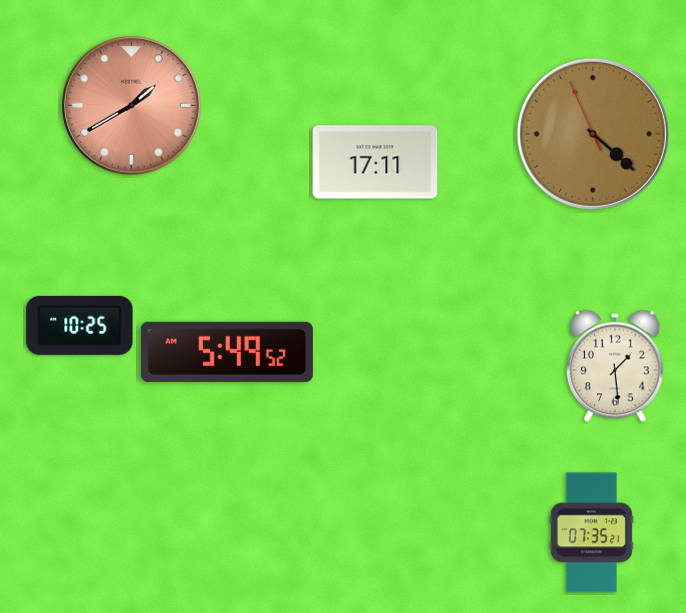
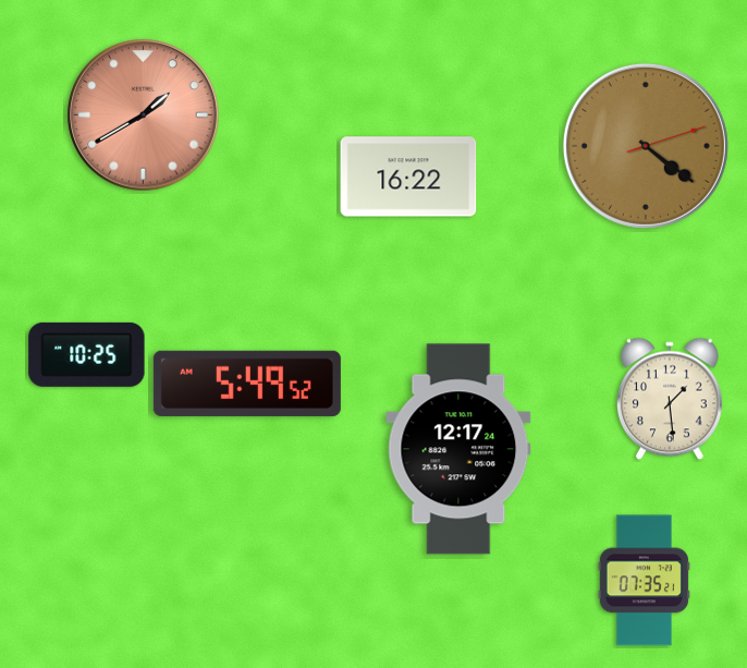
clock at (593, 134): 4:21:56 -> 4:21:12
clock at (375, 162): 17:11 -> 16:22
clock at (458, 449): none -> 12:17
